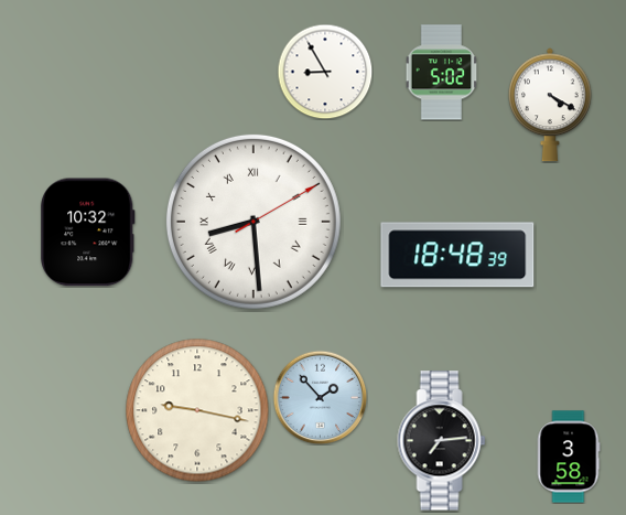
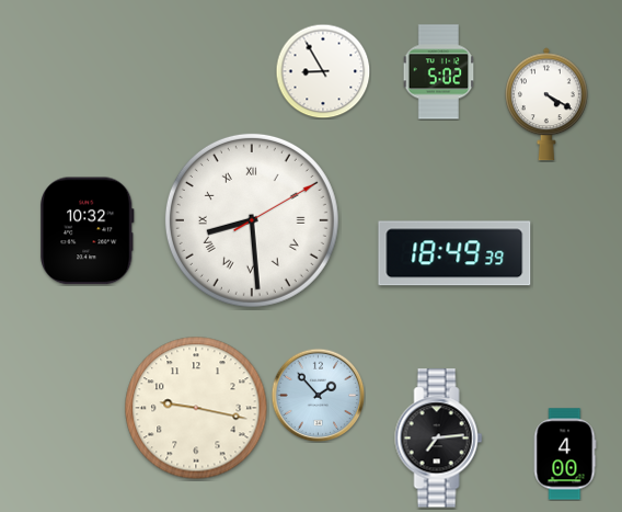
clock at (457, 255): 18:48 -> 18:49
clock at (569, 457): 3:58 -> 4:00
